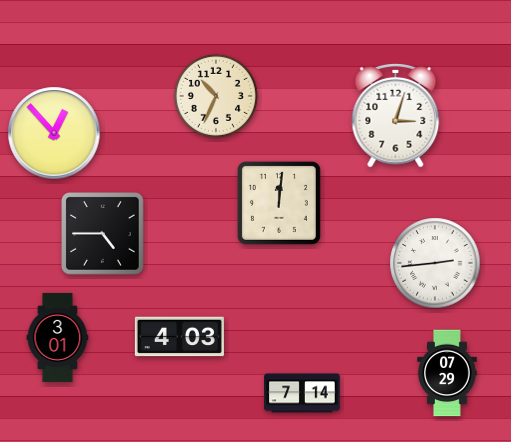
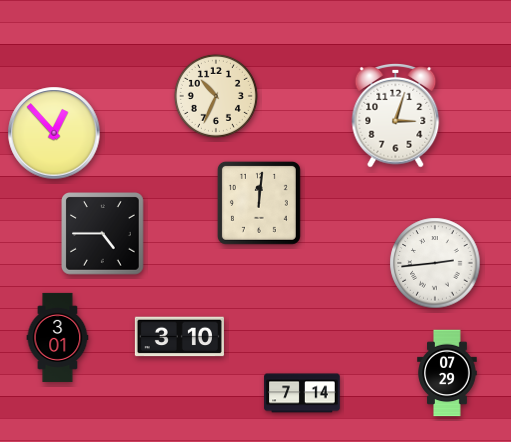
clock at (279, 203) position: (279, 203) -> (259, 203)
clock at (179, 337): 4:03 -> 3:10
